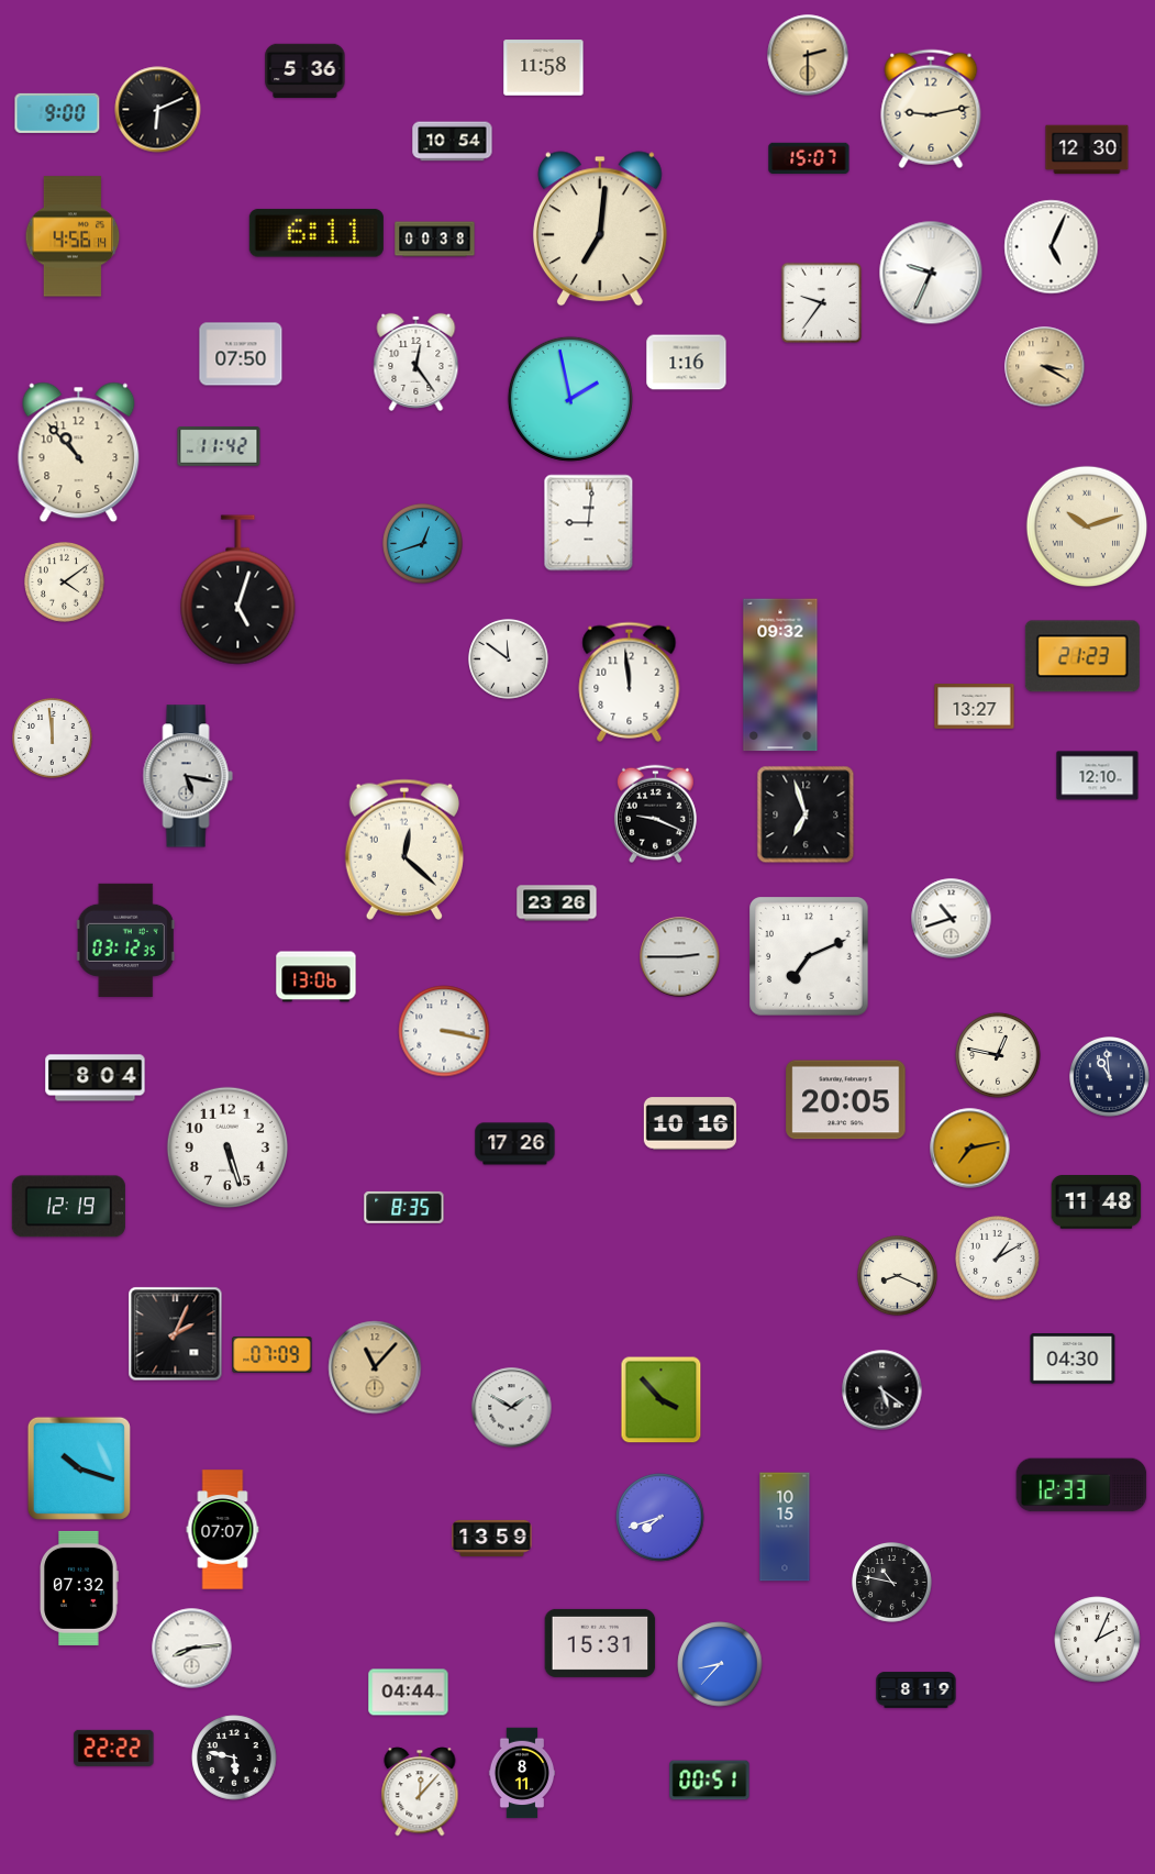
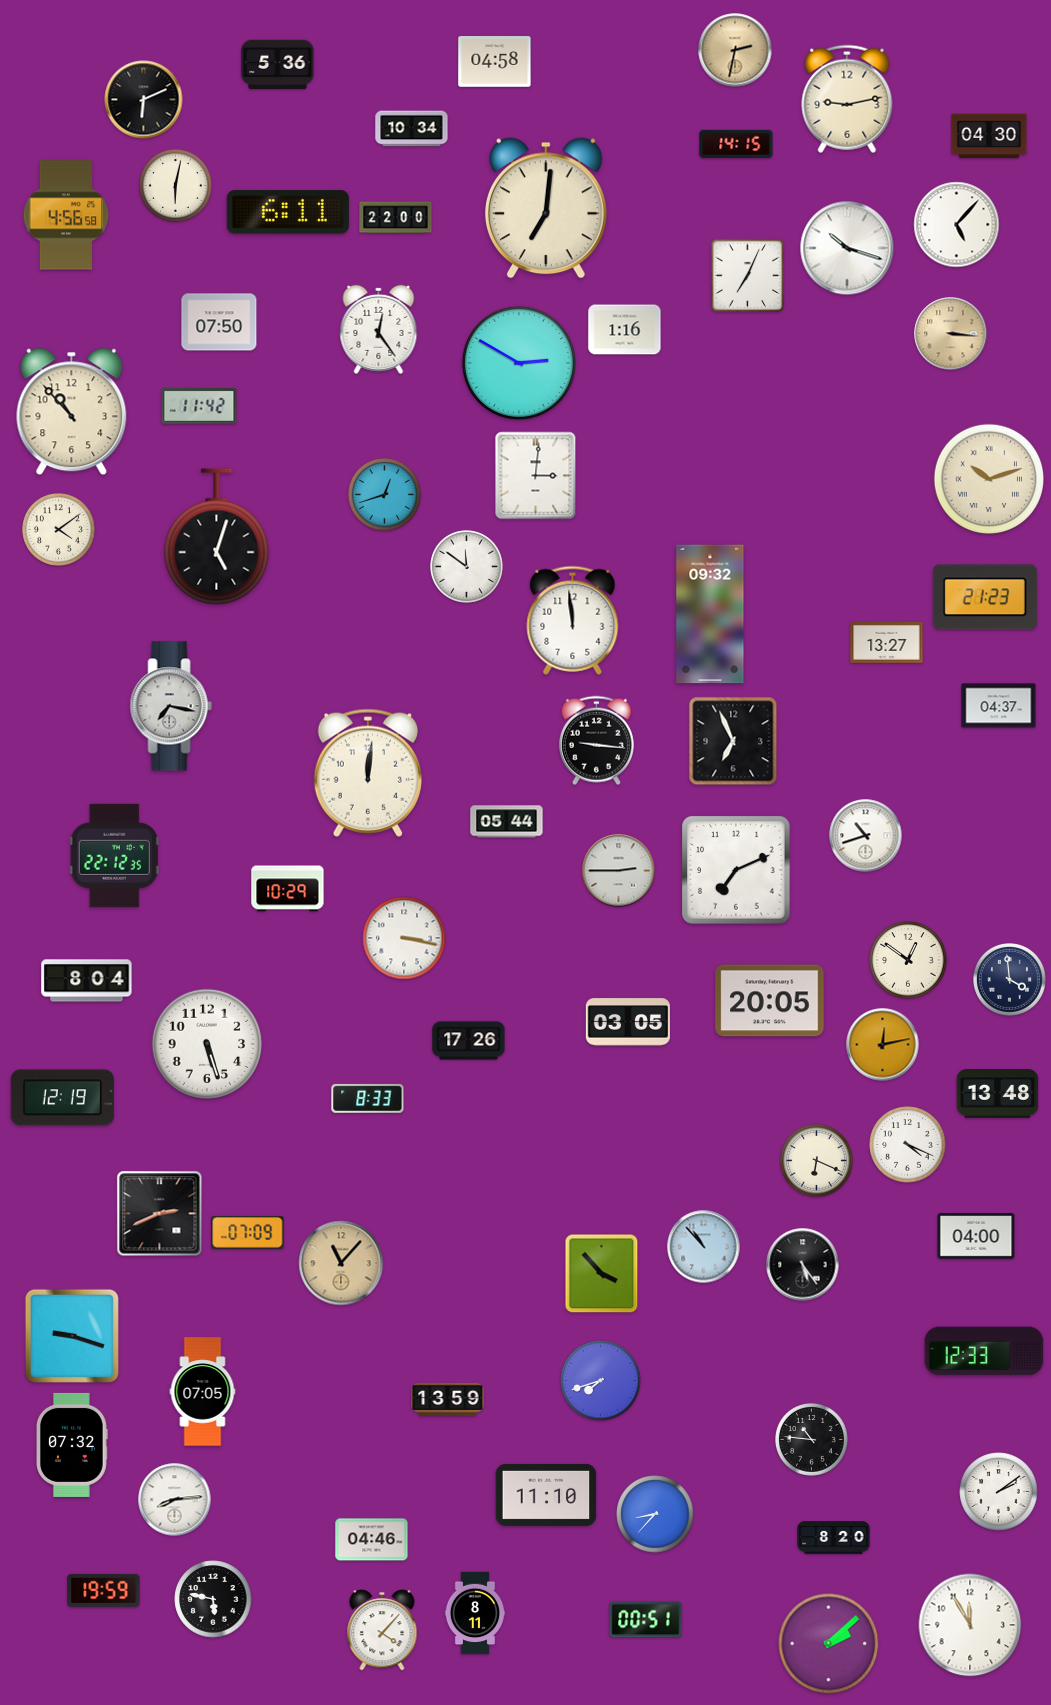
clock at (808, 55): 2:30 -> 2:32
clock at (544, 68): 11:58 -> 04:58
clock at (57, 113): 9:00 -> none
clock at (453, 142): 10:54 -> 10:34
clock at (1087, 149): 12:30 -> 04:30
clock at (809, 157): 15:07 -> 14:15
clock at (176, 186): none -> 6:02
clock at (73, 236): 4:56:14 -> 4:56:58
clock at (435, 240): 00:38 -> 22:00
clock at (1052, 247): 5:04 -> 5:07
clock at (931, 273): 9:34 -> 10:18
clock at (822, 303): 9:36 -> 7:04
clock at (1045, 367): 3:20 -> 3:16
clock at (570, 399): 1:58 -> 2:50
clock at (589, 523): 9:01 -> 3:01
clock at (509, 659) position: (509, 659) -> (467, 567)
clock at (53, 739): 11:59 -> none
clock at (188, 776): 5:17 -> 7:17
clock at (1098, 776): 12:10 -> 04:37
clock at (655, 814): 9:19 -> 9:16
clock at (806, 814): 6:57 -> 6:56
clock at (404, 850): 12:22 -> 12:01
clock at (557, 903): 23:26 -> 05:44
clock at (125, 940): 03:12 -> 22:12
clock at (316, 977): 13:06 -> 10:29
clock at (998, 1055): 12:47 -> 12:51
clock at (1110, 1077): 10:59 -> 3:59
clock at (690, 1123): 10:16 -> 03:05
clock at (970, 1149): 7:13 -> 12:13
clock at (1097, 1202): 11:48 -> 13:48
clock at (404, 1207): 8:35 -> 8:33
clock at (998, 1258): 1:10 -> 4:19
clock at (898, 1276): 8:19 -> 6:19
clock at (176, 1334): 2:04 -> 2:41
clock at (1073, 1360): 04:30 -> 04:00
clock at (375, 1367) position: (375, 1367) -> (341, 1263)
clock at (704, 1247): none -> 10:53
clock at (882, 1390): 5:21 -> 5:24
clock at (512, 1408): 1:50 -> none
clock at (79, 1468): 10:18 -> 9:18
clock at (785, 1527): 10:15 -> none
clock at (223, 1530): 07:07 -> 07:05
clock at (892, 1583): 10:47 -> 10:46
clock at (1098, 1640): 2:04 -> 2:09
clock at (600, 1643): 15:31 -> 11:10
clock at (917, 1690): 8:19 -> 8:20
clock at (409, 1693): 04:44 -> 04:46
clock at (114, 1748): 22:22 -> 19:59
clock at (970, 1625): none -> 11:55
clock at (420, 1792): 12:07 -> 4:07
clock at (829, 1644): none -> 2:08
